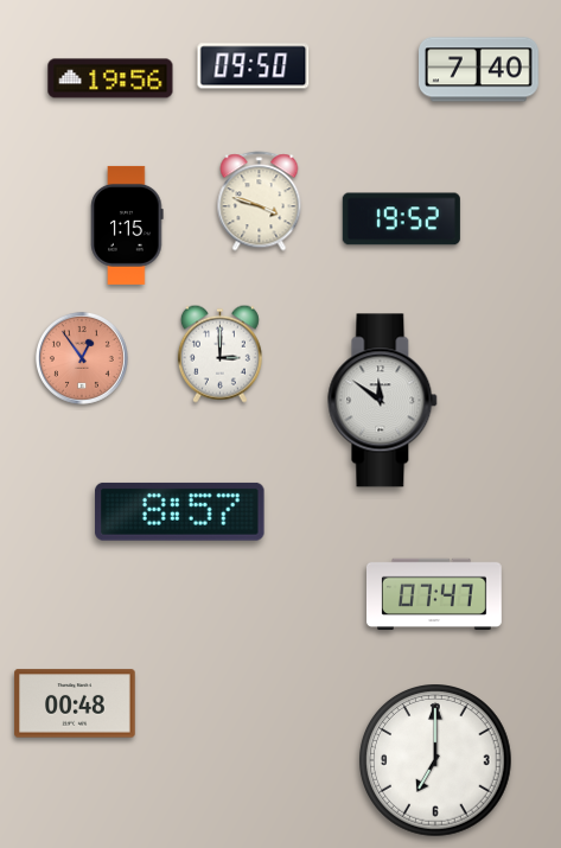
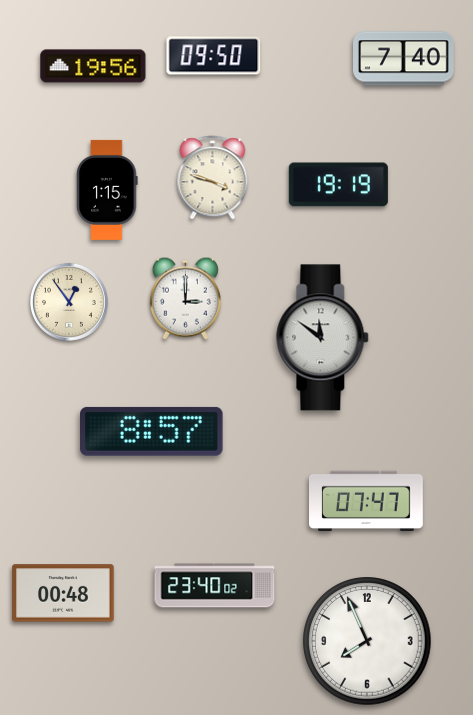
clock at (260, 202) position: (260, 202) -> (213, 178)
clock at (401, 219): 19:52 -> 19:19
clock at (82, 358) dial: salmon -> cream
clock at (215, 586): none -> 23:40
clock at (435, 760): 7:00 -> 7:56
